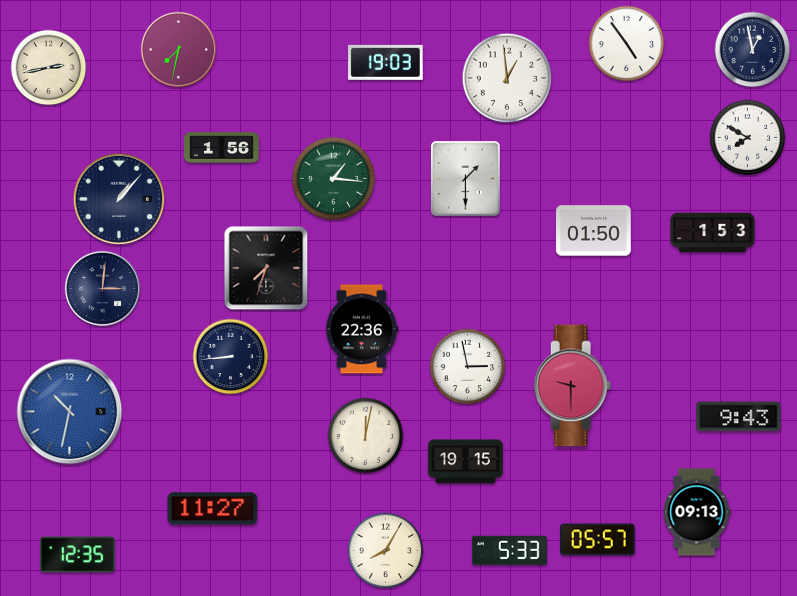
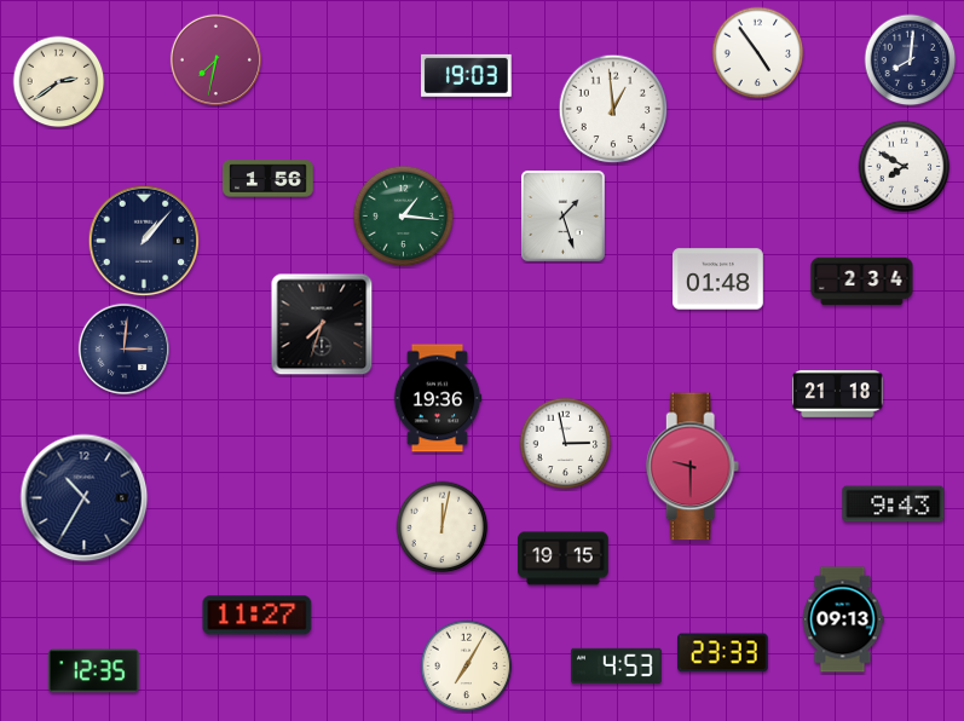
clock at (753, 50): 12:58 -> 8:01
clock at (49, 68): 2:43 -> 2:39
clock at (507, 78) position: (507, 78) -> (613, 109)
clock at (466, 179): 1:30 -> 1:27
clock at (594, 231): 01:50 -> 01:48
clock at (713, 233): 1:53 -> 2:34
clock at (838, 394): none -> 21:18
clock at (362, 329): 22:36 -> 19:36
clock at (231, 357): 8:44 -> none
clock at (70, 412): 10:32 -> 10:35
clock at (70, 412) dial: blue -> navy
clock at (598, 540): 05:57 -> 23:33
clock at (510, 550): 5:33 -> 4:53
clock at (386, 551): 8:05 -> 7:05
